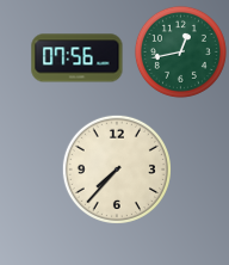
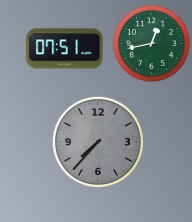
clock at (78, 58): 07:56 -> 07:51
clock at (117, 170) dial: cream -> grey
